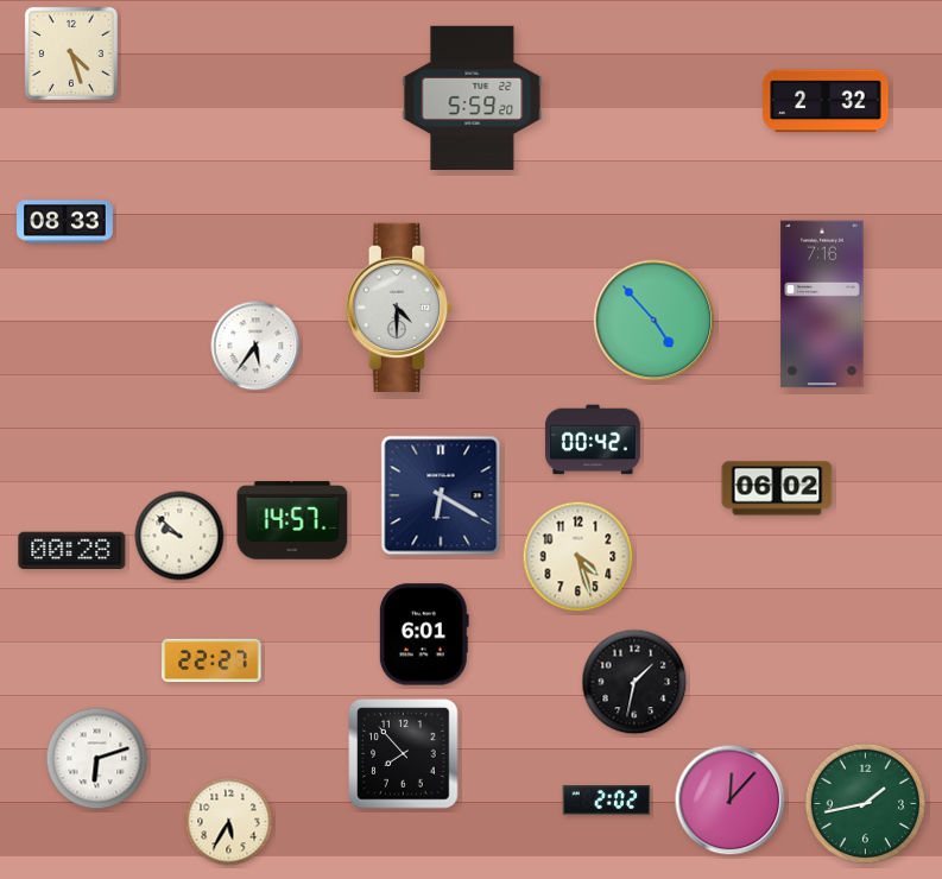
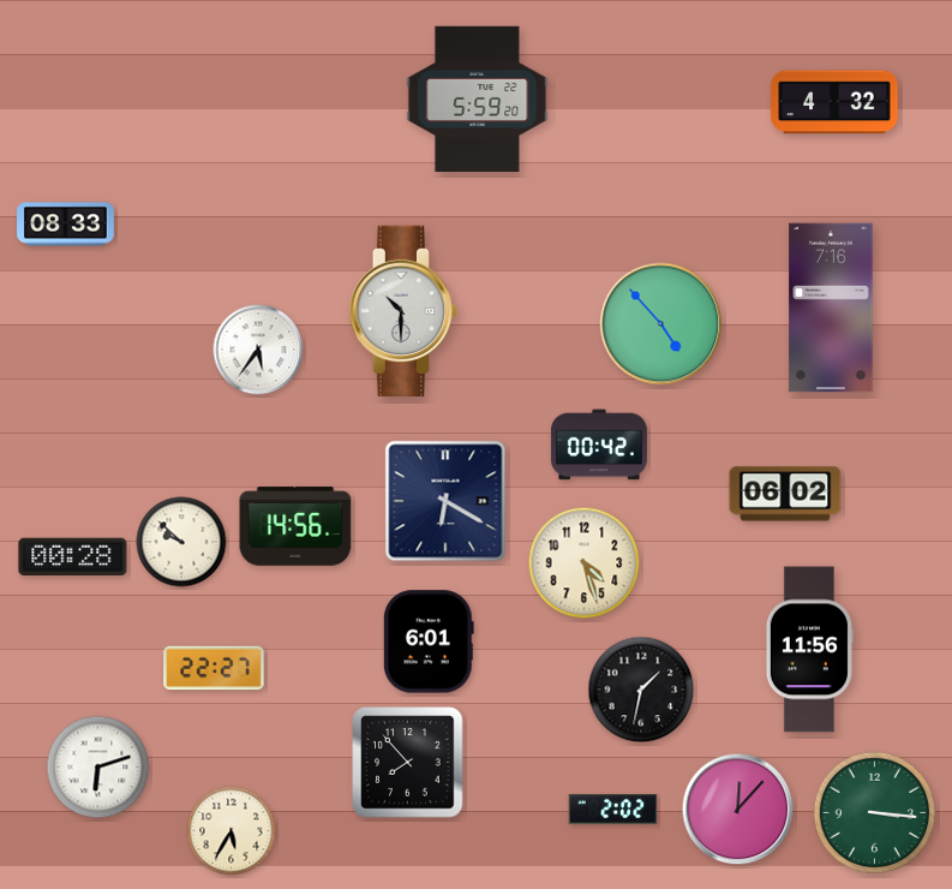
clock at (71, 53): 4:27 -> none
clock at (826, 101): 2:32 -> 4:32
clock at (399, 308): 4:30 -> 10:30
clock at (292, 520): 14:57 -> 14:56
clock at (809, 650): none -> 11:56
clock at (866, 804): 1:43 -> 3:16
